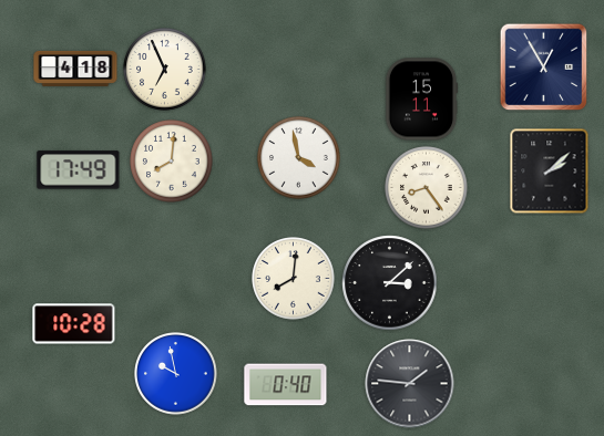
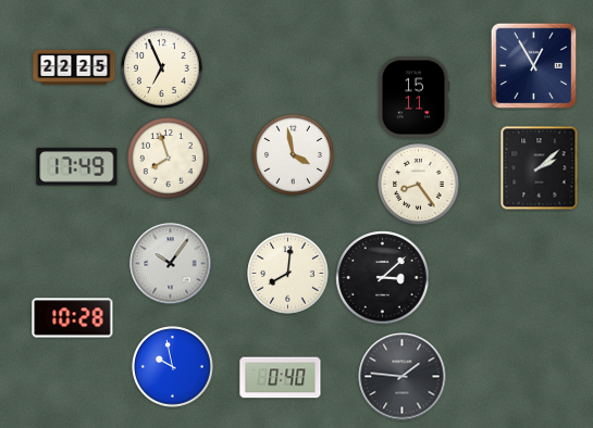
clock at (75, 69): 4:18 -> 22:25
clock at (172, 162): 8:01 -> 7:57
clock at (171, 264): none -> 10:06
